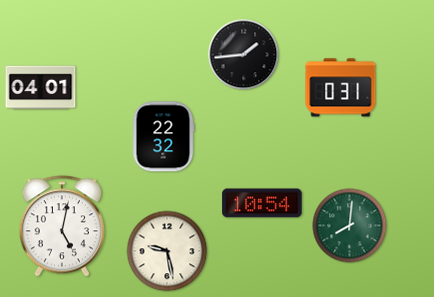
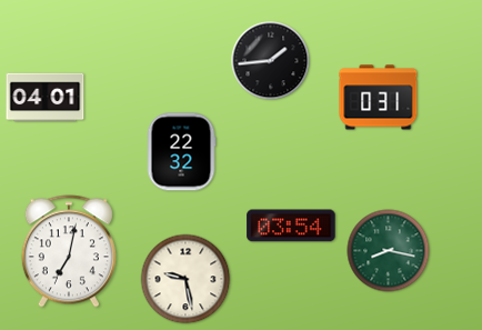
clock at (262, 203): 10:54 -> 03:54
clock at (62, 226): 5:02 -> 7:02
clock at (350, 226): 8:01 -> 8:17
